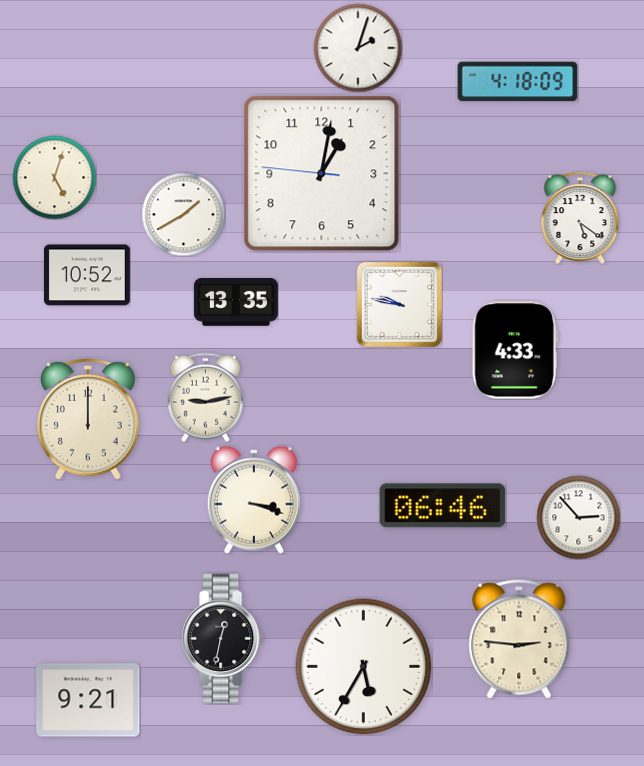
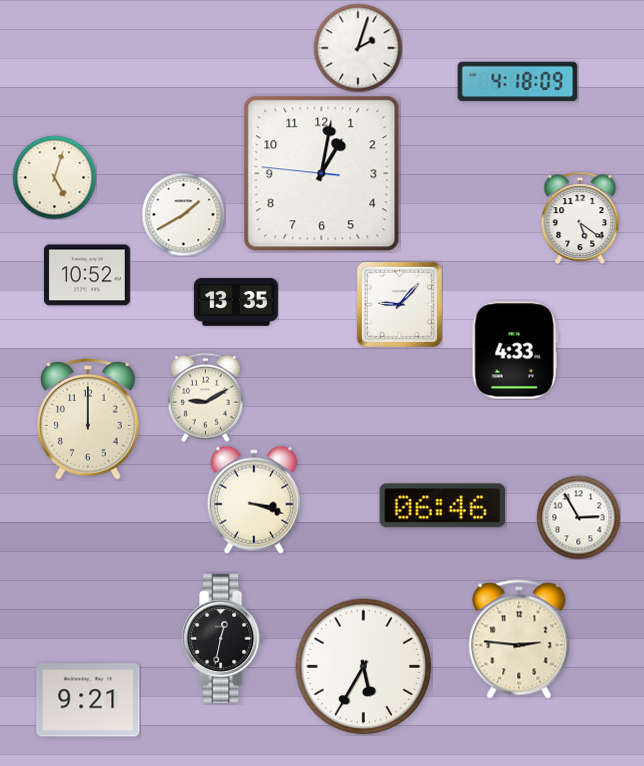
clock at (399, 304): 9:47 -> 9:07
clock at (205, 397): 9:13 -> 9:10
clock at (578, 517): 2:53 -> 2:55
